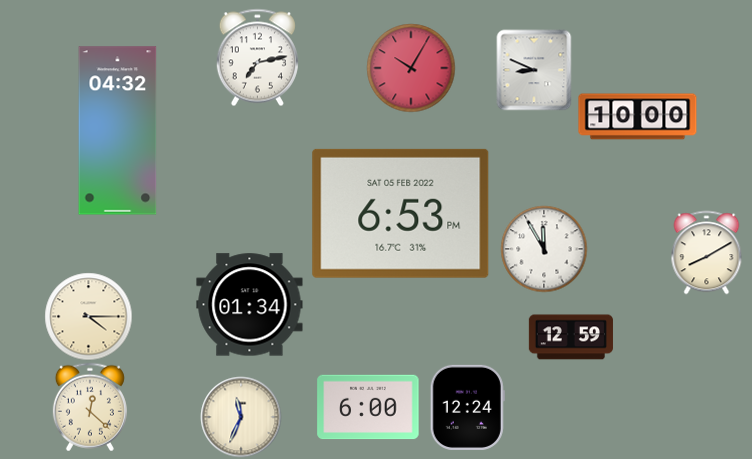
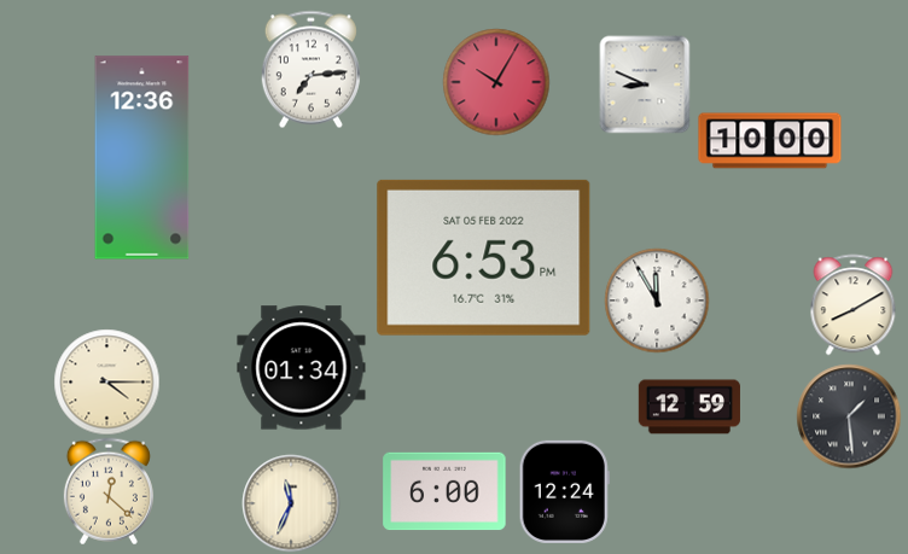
clock at (257, 57): 7:13 -> 7:14
clock at (118, 131): 04:32 -> 12:36
clock at (849, 416): none -> 1:29
